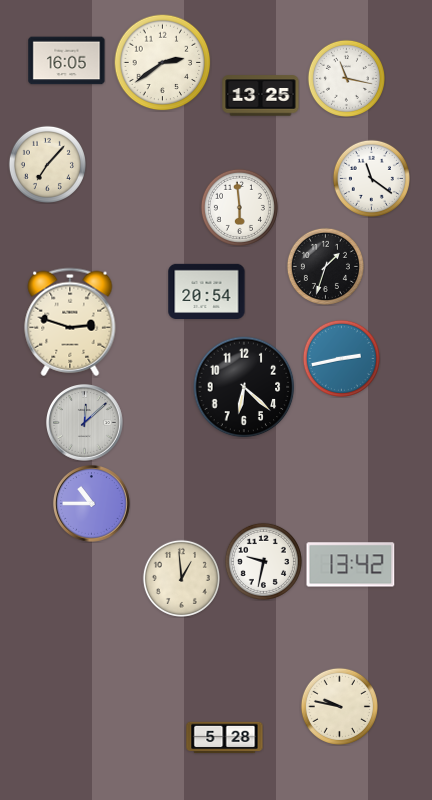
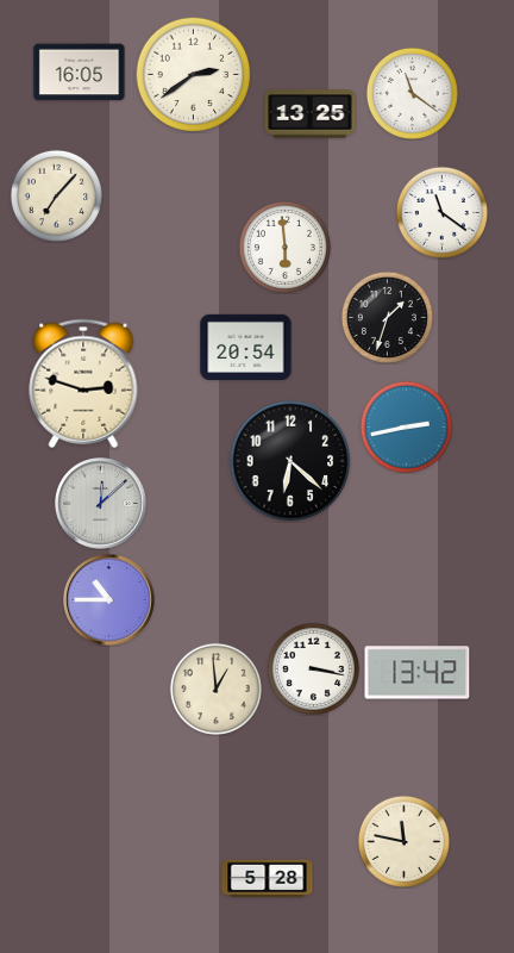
clock at (346, 78): 11:17 -> 11:21
clock at (263, 561): 9:32 -> 3:17
clock at (339, 706): 9:47 -> 11:47
